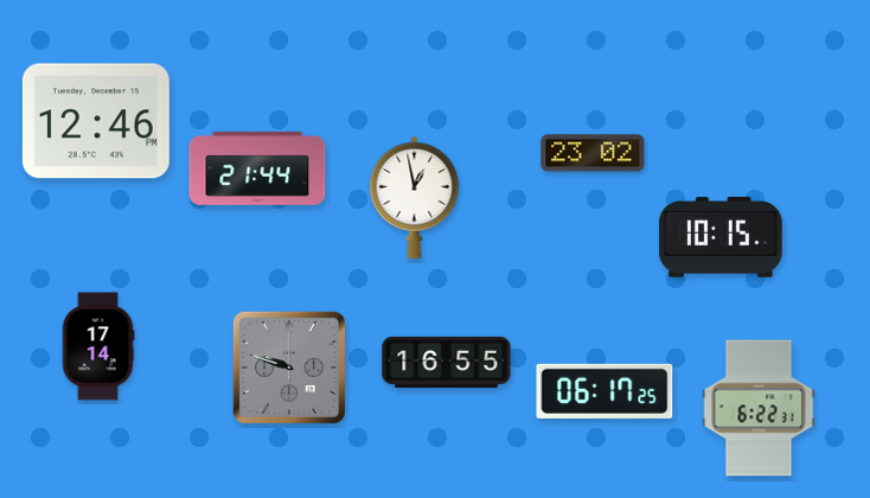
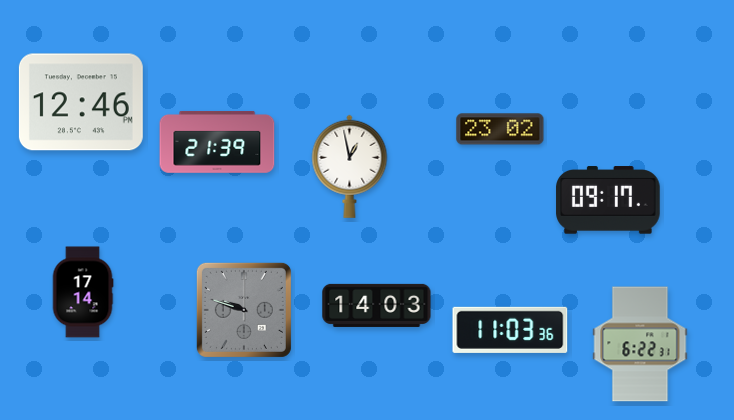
clock at (257, 168): 21:44 -> 21:39
clock at (721, 237): 10:15 -> 09:17
clock at (447, 362): 16:55 -> 14:03
clock at (604, 391): 06:17 -> 11:03
